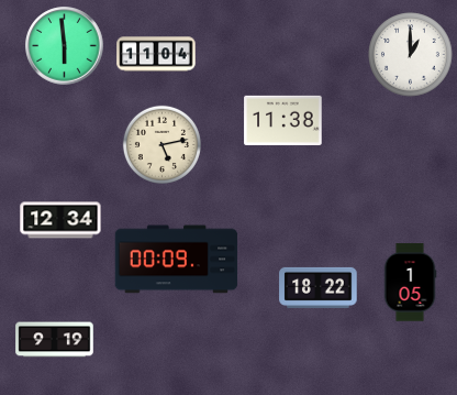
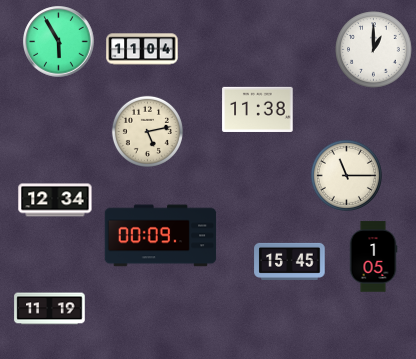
clock at (65, 46): 5:59 -> 5:55
clock at (346, 175): none -> 11:15
clock at (319, 287): 18:22 -> 15:45
clock at (55, 340): 9:19 -> 11:19
